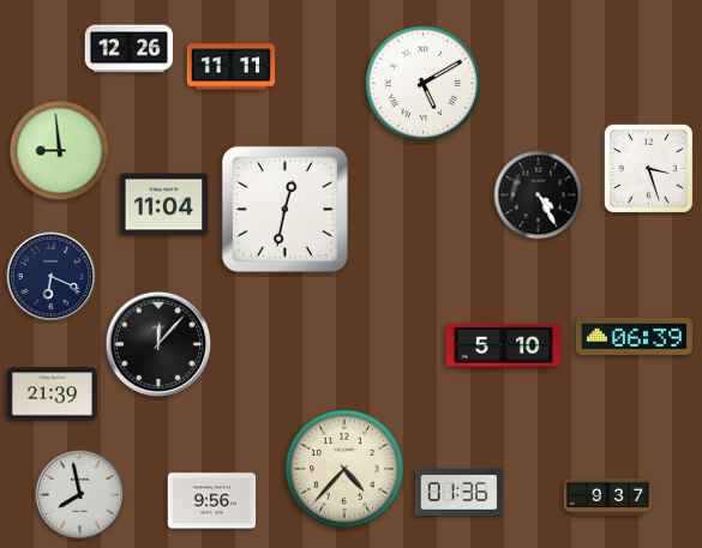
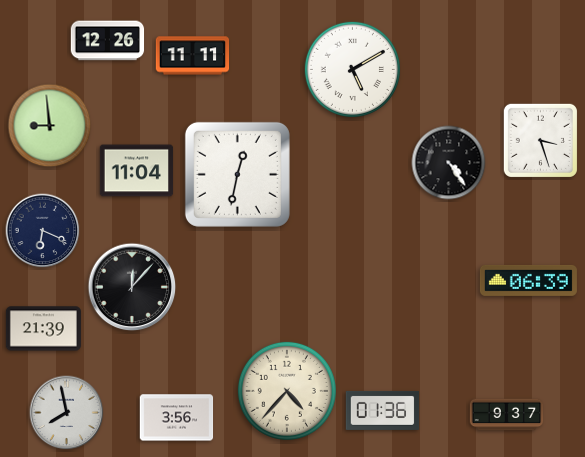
clock at (539, 195): 4:25 -> 4:24
clock at (504, 345): 5:10 -> none
clock at (212, 501): 9:56 -> 3:56
